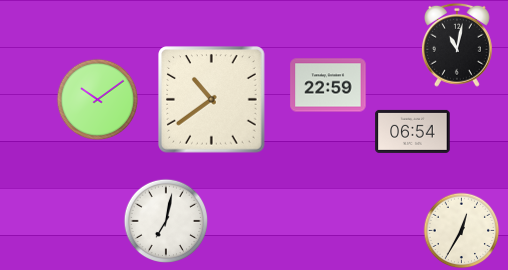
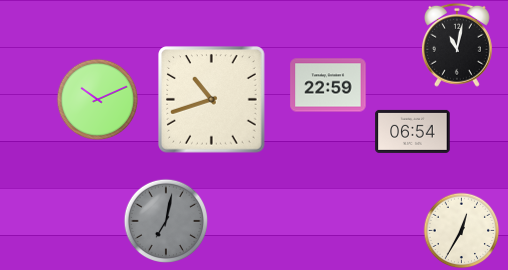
clock at (98, 100): 10:09 -> 10:11
clock at (212, 100): 10:39 -> 10:42
clock at (165, 220) dial: white -> grey
